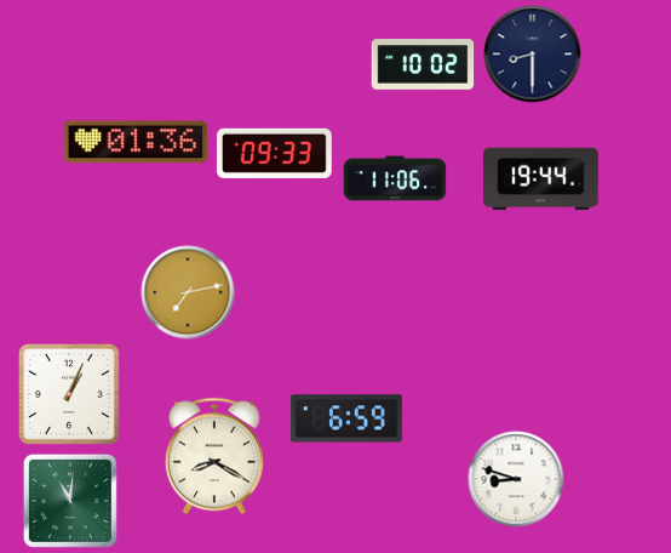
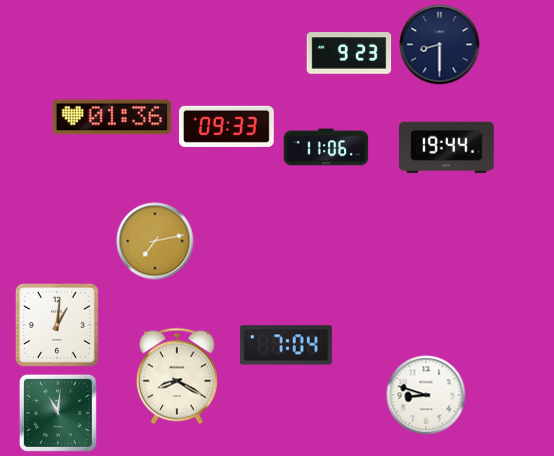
clock at (423, 64): 10:02 -> 9:23
clock at (69, 394): 1:04 -> 1:01
clock at (346, 418): 6:59 -> 7:04
